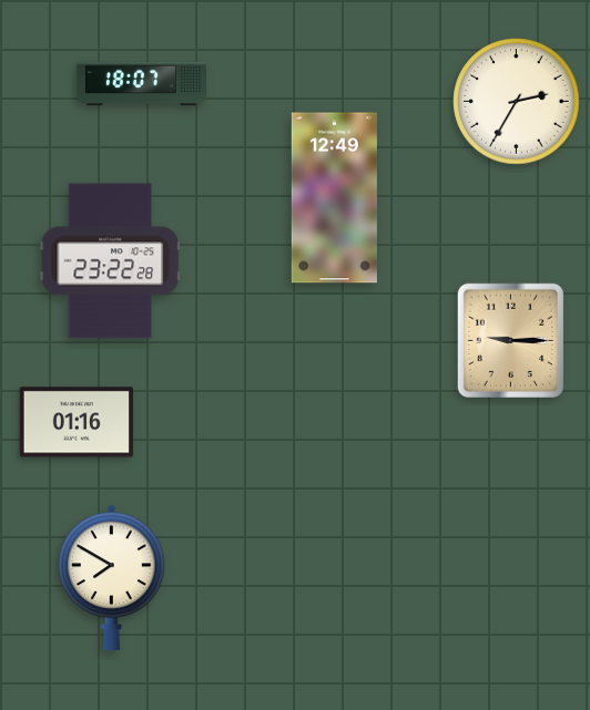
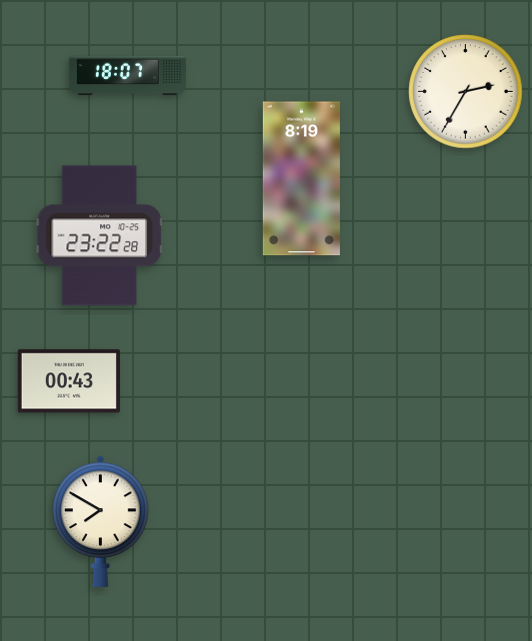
clock at (334, 198): 12:49 -> 8:19
clock at (510, 340): 9:15 -> none
clock at (77, 422): 01:16 -> 00:43
